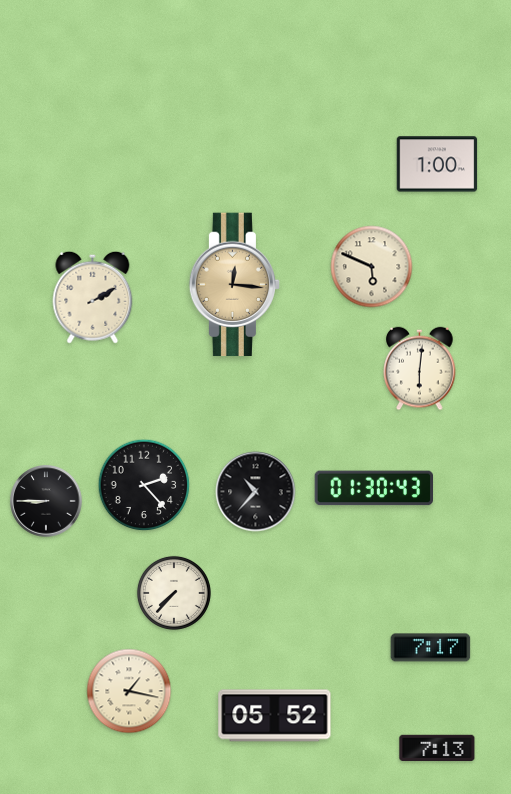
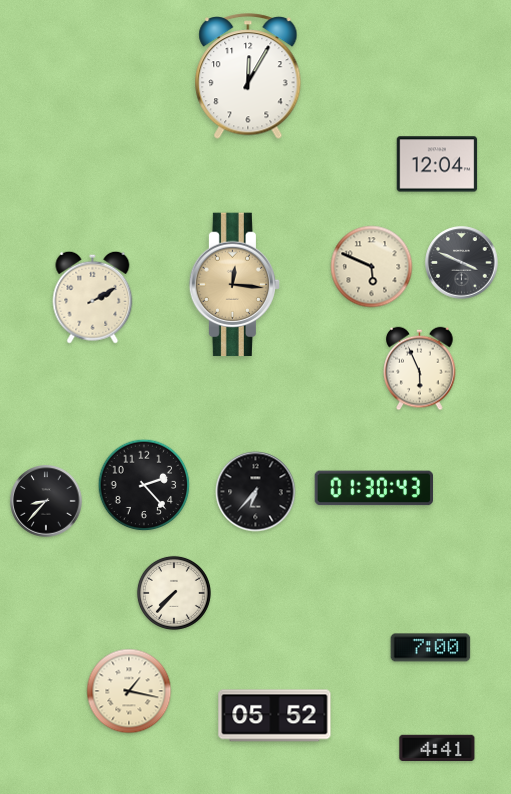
clock at (248, 77): none -> 12:05
clock at (437, 164): 1:00 -> 12:04
clock at (462, 263): none -> 3:49
clock at (420, 369): 6:01 -> 5:56
clock at (256, 492): 10:37 -> 6:37
clock at (46, 501): 8:45 -> 8:37
clock at (431, 648): 7:17 -> 7:00
clock at (437, 747): 7:13 -> 4:41
